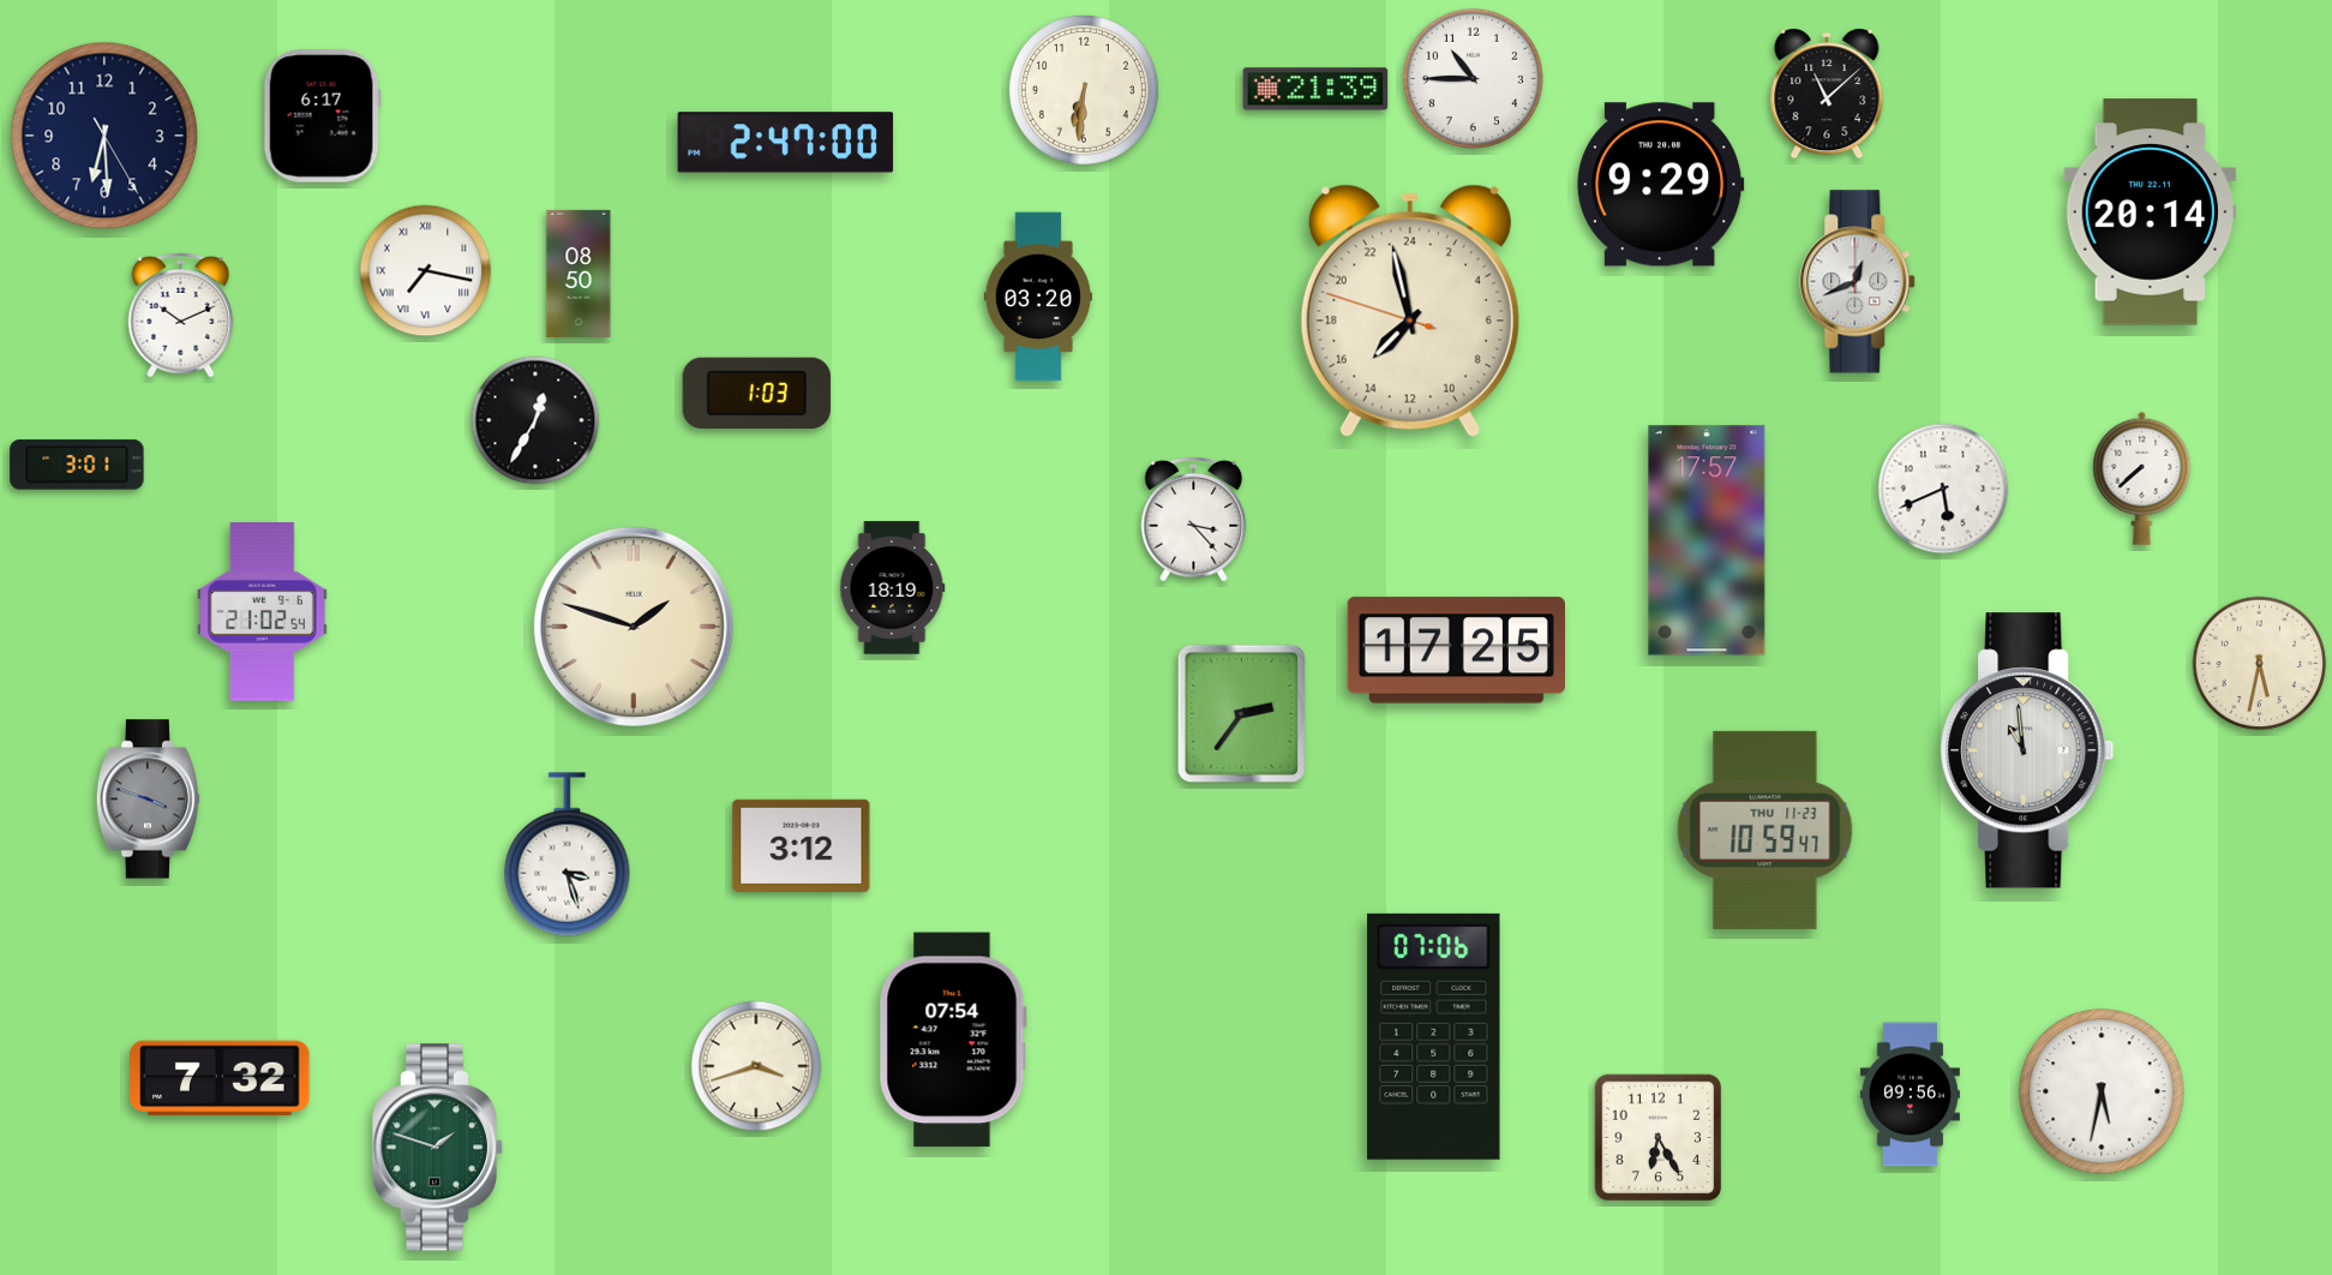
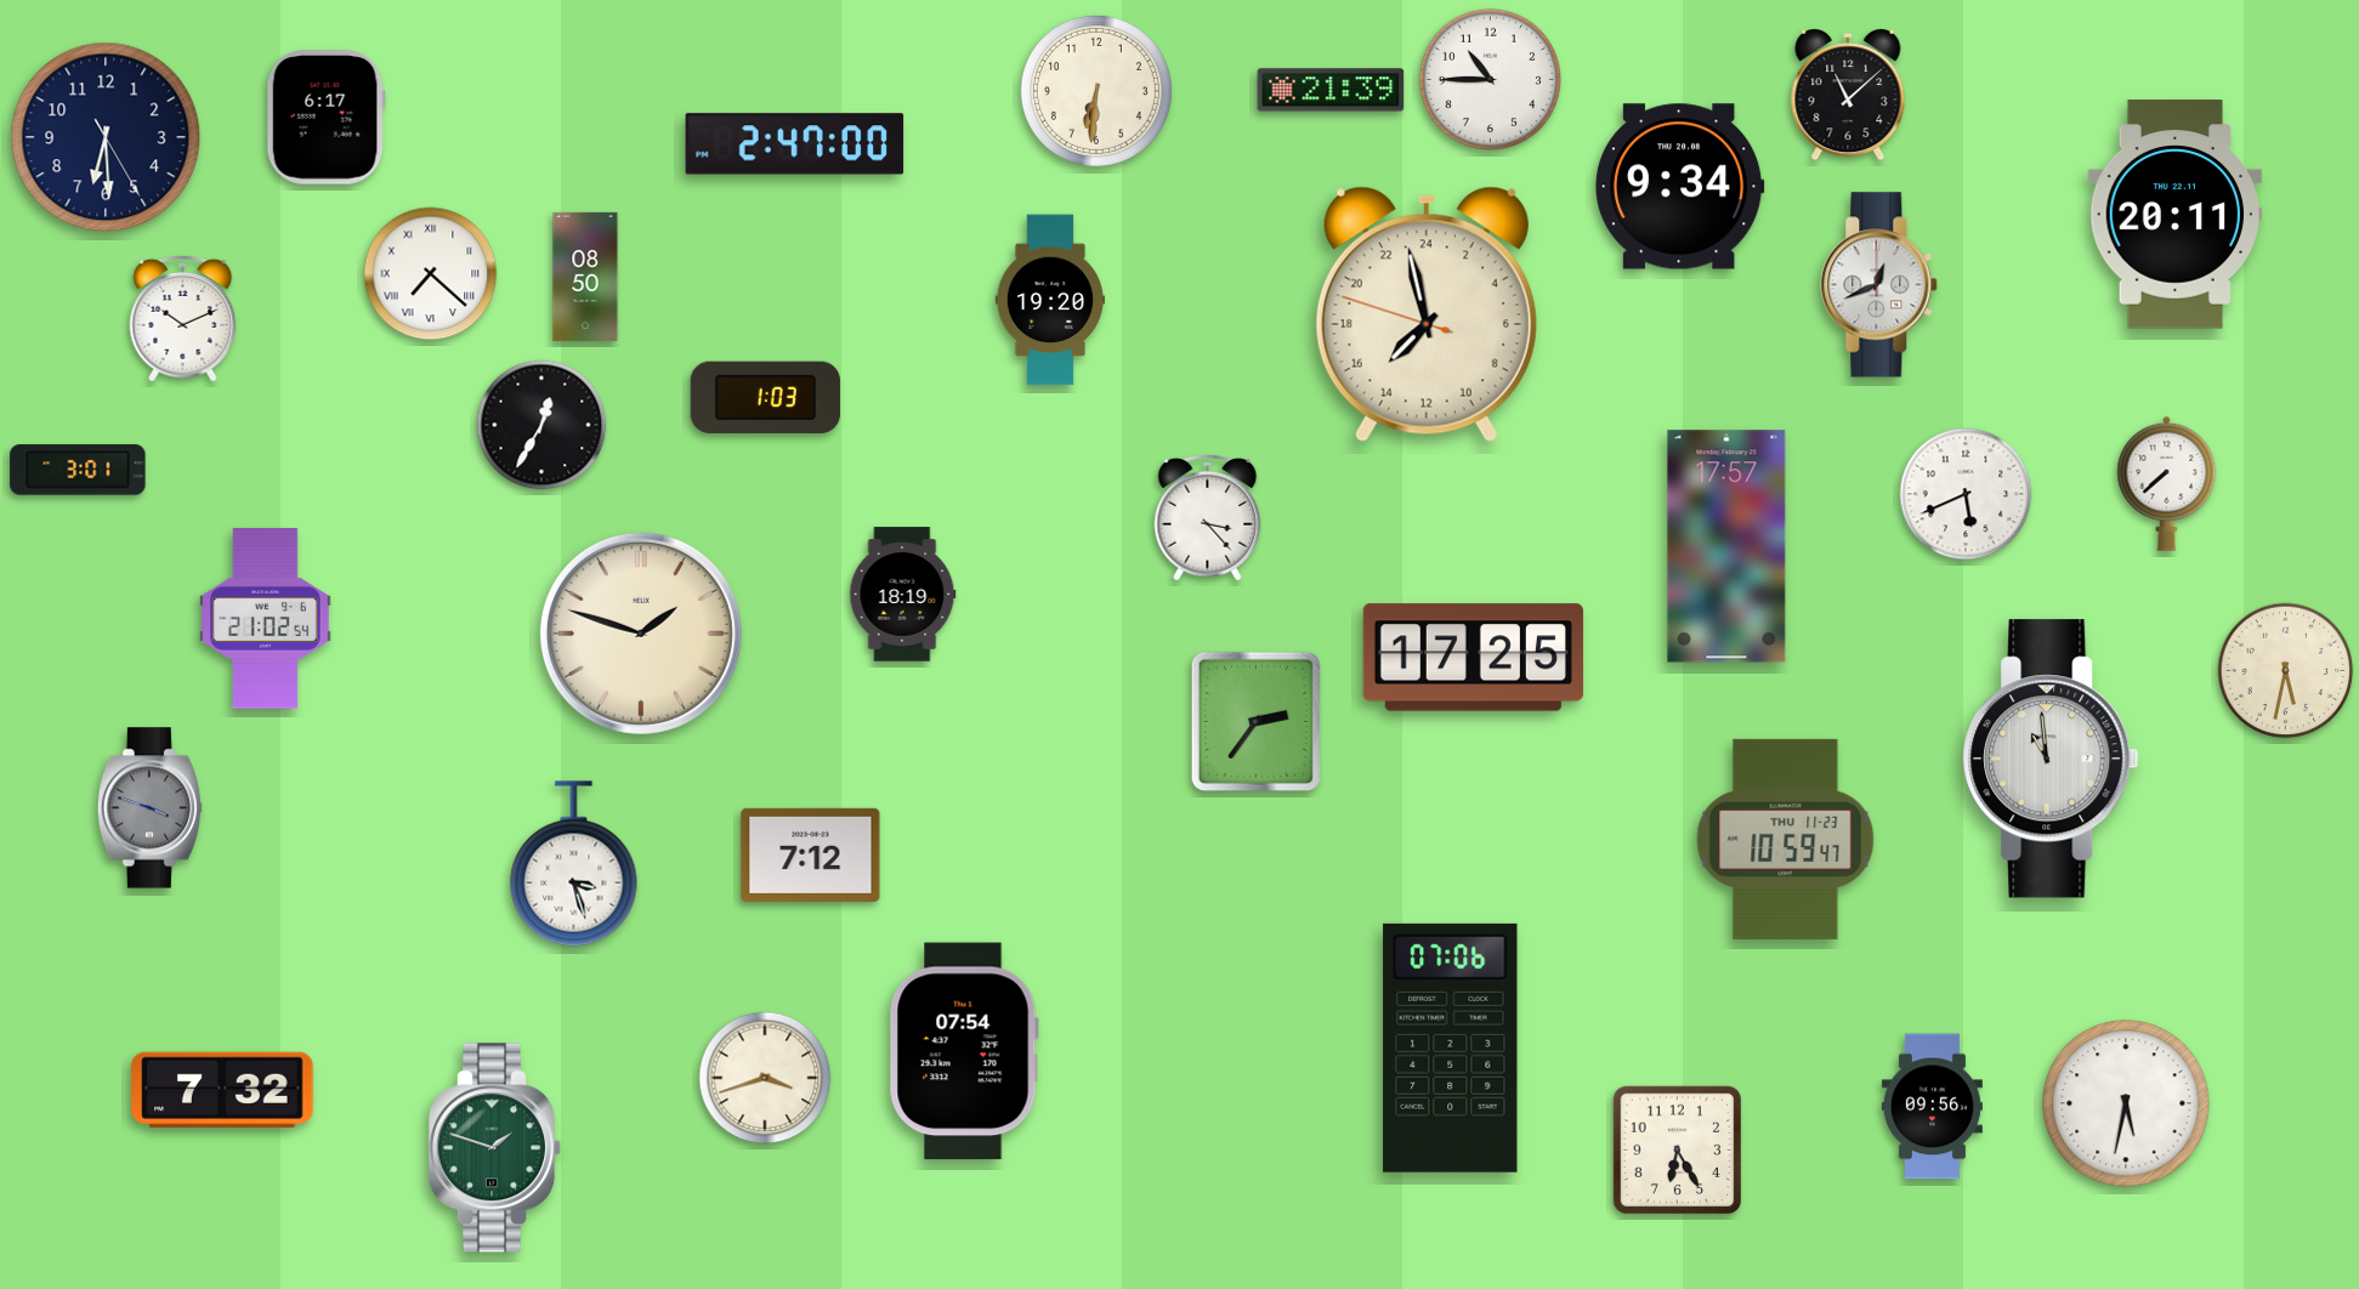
clock at (1661, 185): 9:29 -> 9:34
clock at (2151, 212): 20:14 -> 20:11
clock at (426, 271): 7:17 -> 7:22
clock at (1037, 297): 03:20 -> 19:20
clock at (1194, 519) position: (1194, 519) -> (1208, 517)
clock at (802, 845): 3:12 -> 7:12
clock at (438, 1148) position: (438, 1148) -> (495, 1148)
